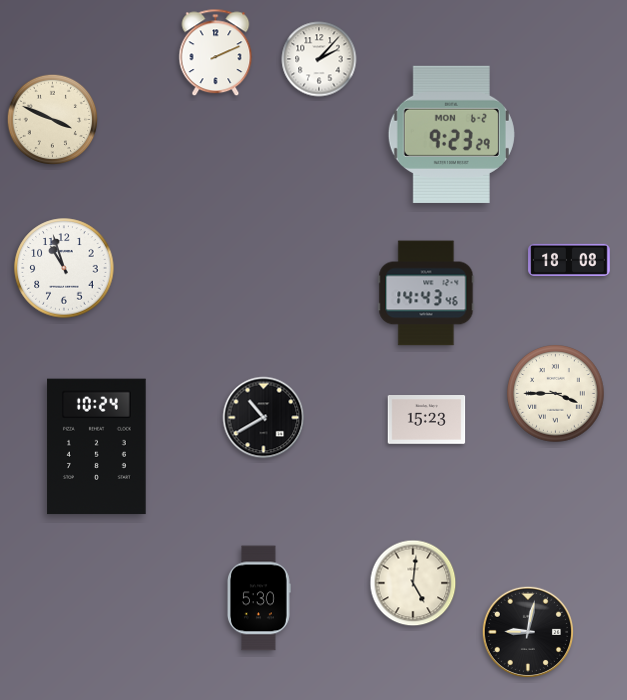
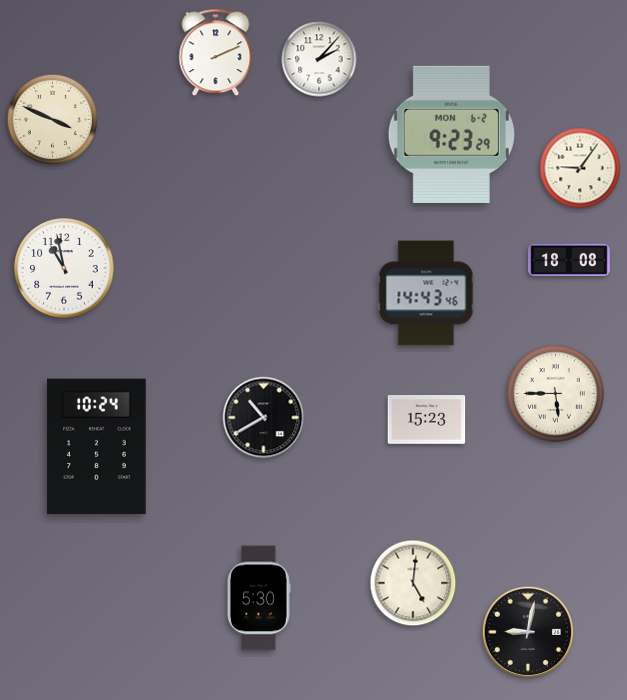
clock at (580, 168): none -> 9:06
clock at (64, 268): 10:57 -> 10:58
clock at (556, 394): 3:45 -> 5:45
